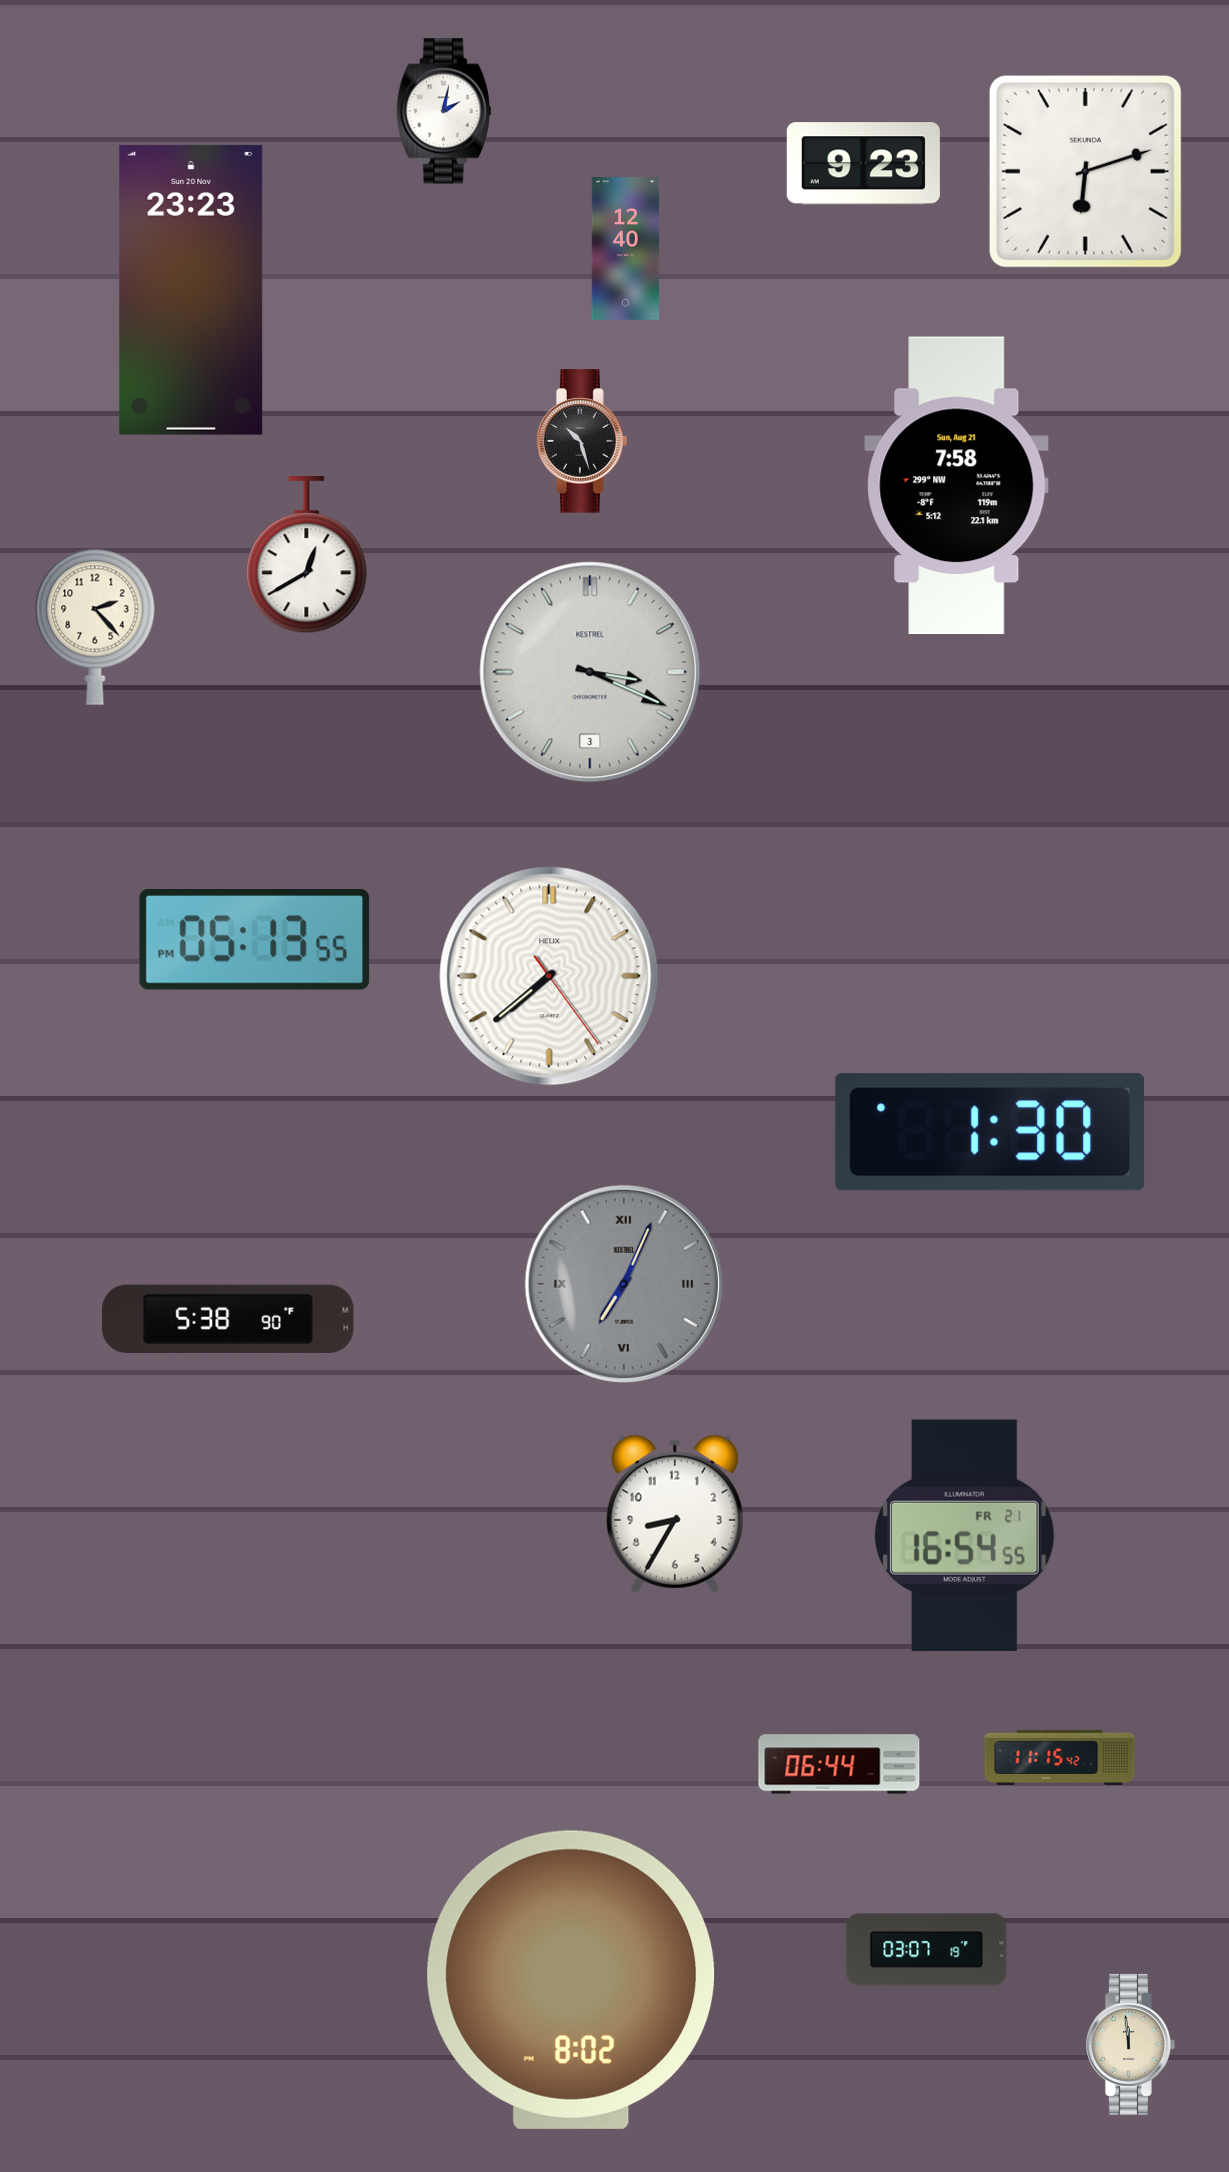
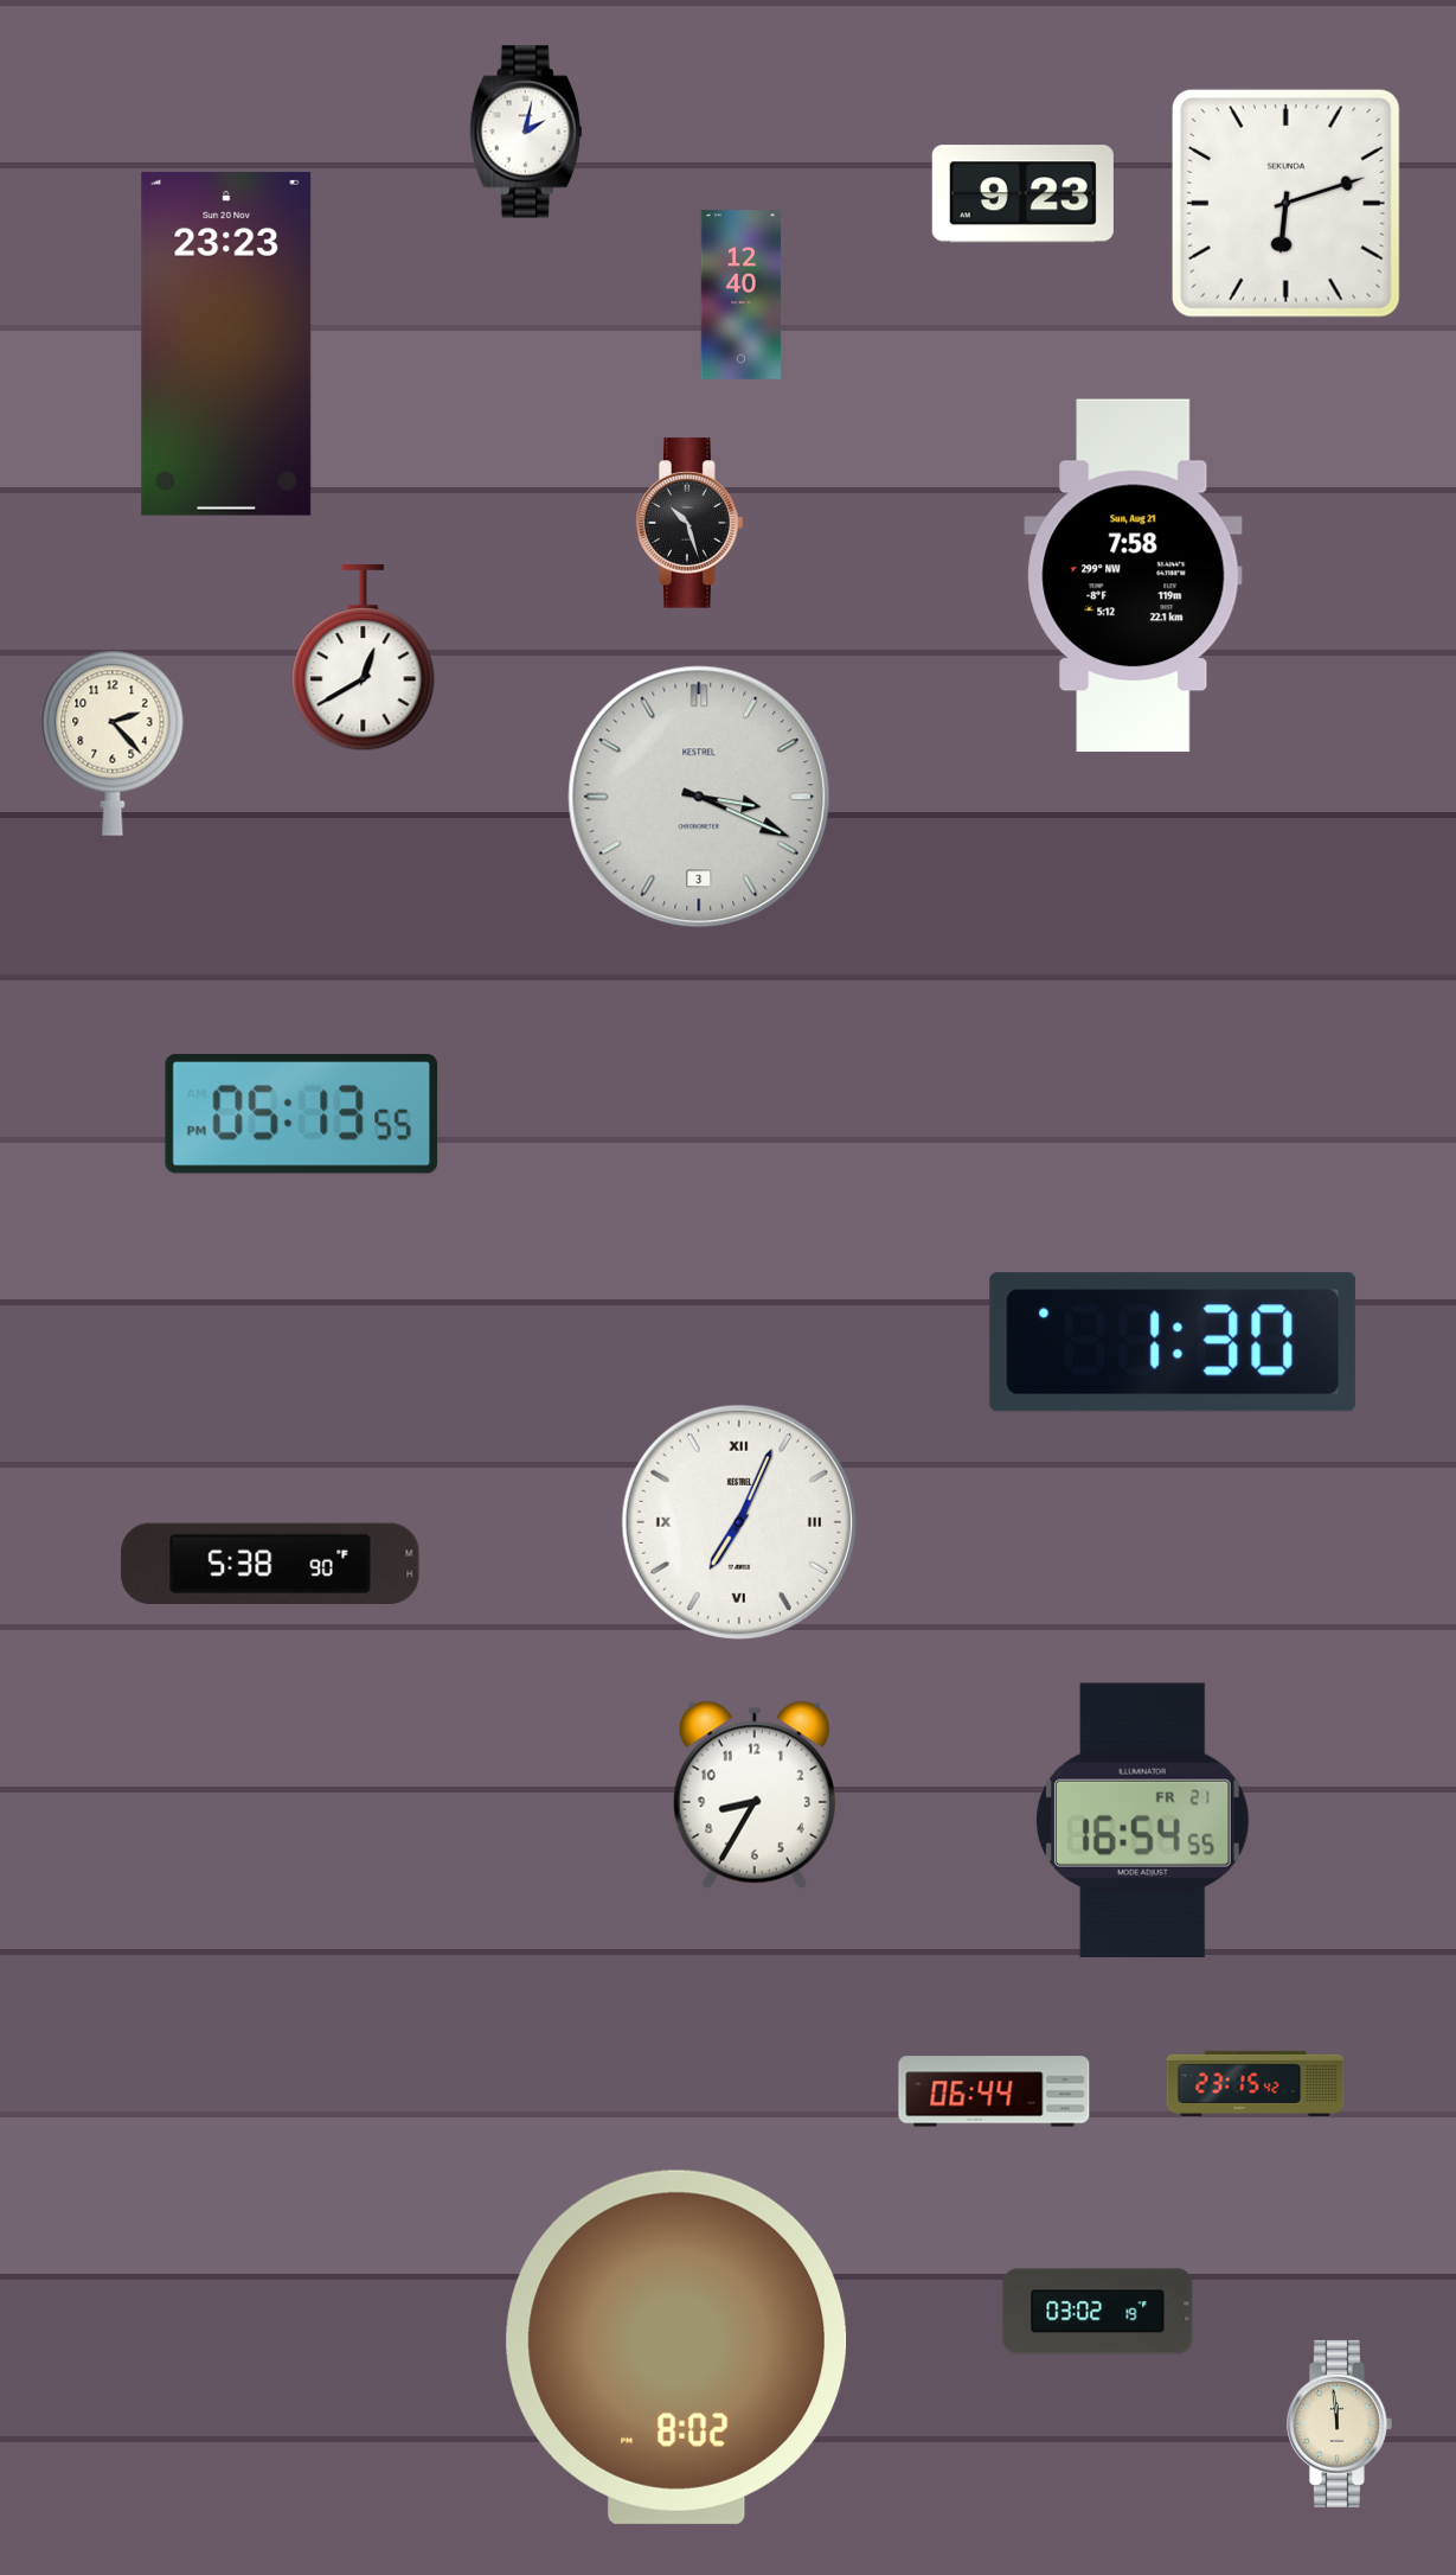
clock at (549, 976): 7:38 -> none
clock at (624, 1284) dial: grey -> white
clock at (675, 1514) position: (675, 1514) -> (755, 1795)
clock at (1060, 1757): 11:15 -> 23:15
clock at (927, 1950): 03:07 -> 03:02
